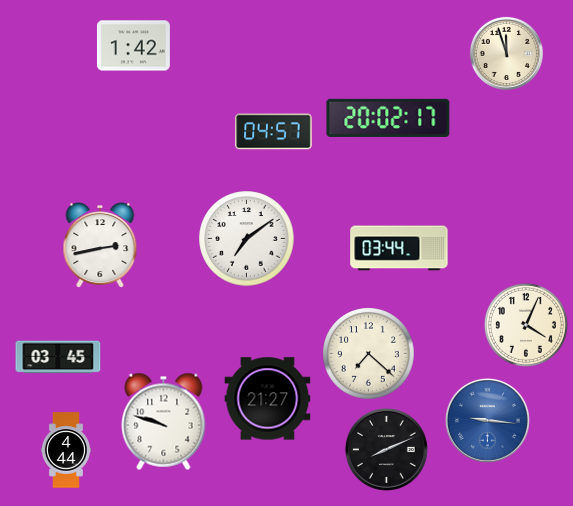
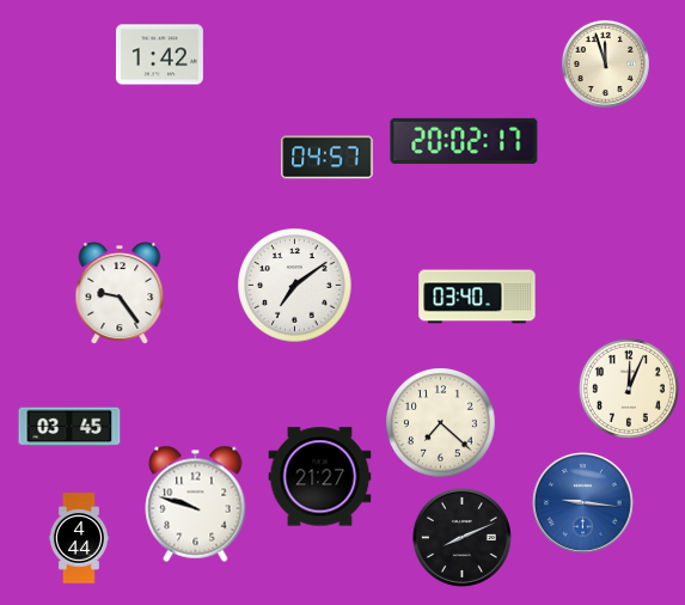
clock at (100, 245): 2:43 -> 9:24
clock at (399, 248): 03:44 -> 03:40
clock at (526, 325): 4:04 -> 12:04
